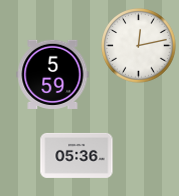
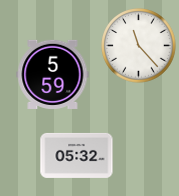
clock at (139, 46): 12:13 -> 11:23
clock at (77, 155): 05:36 -> 05:32
